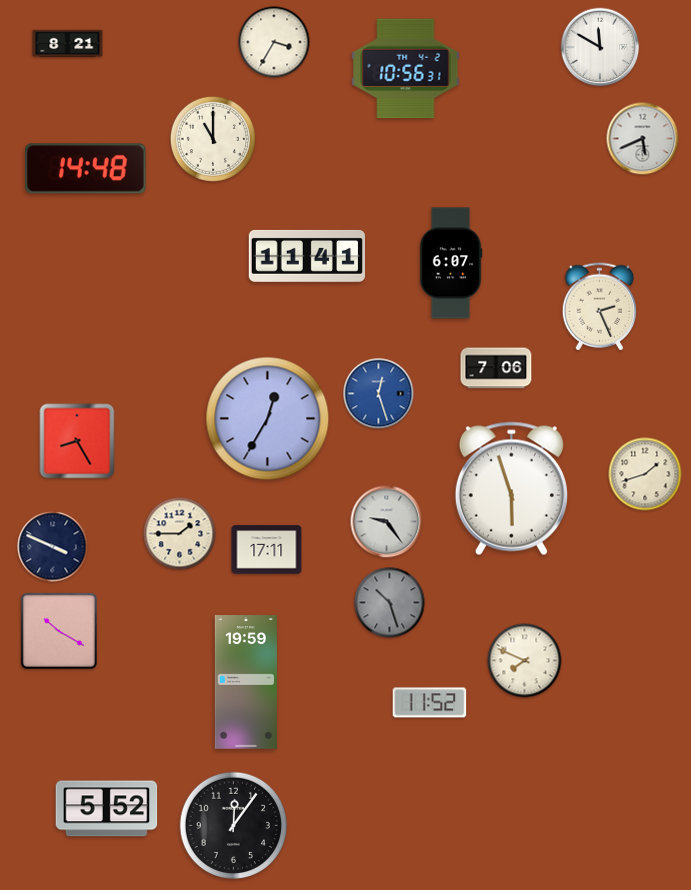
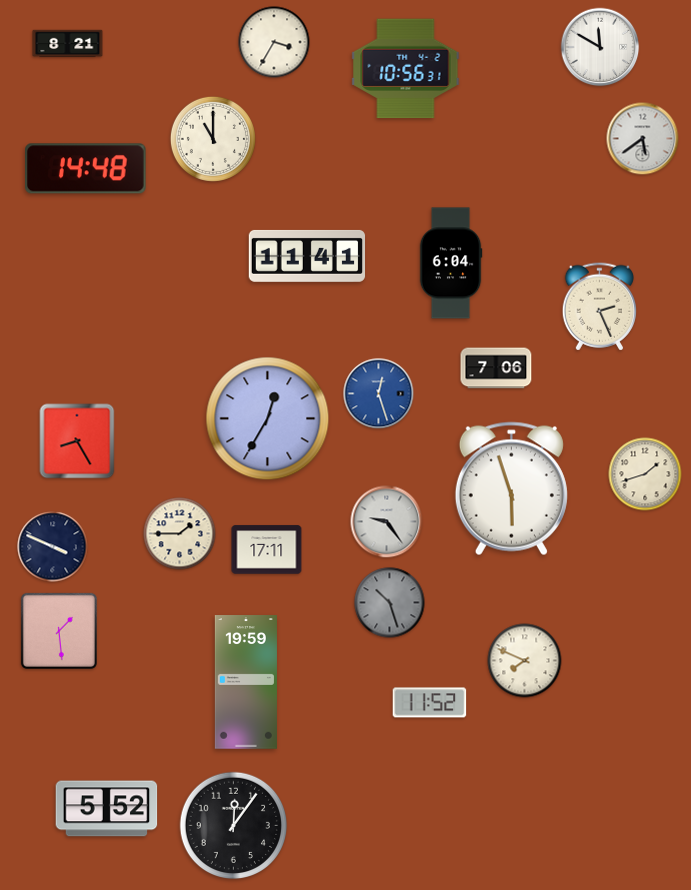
clock at (643, 139): 5:41 -> 5:39
clock at (451, 263): 6:07 -> 6:04
clock at (59, 631): 10:20 -> 1:29
